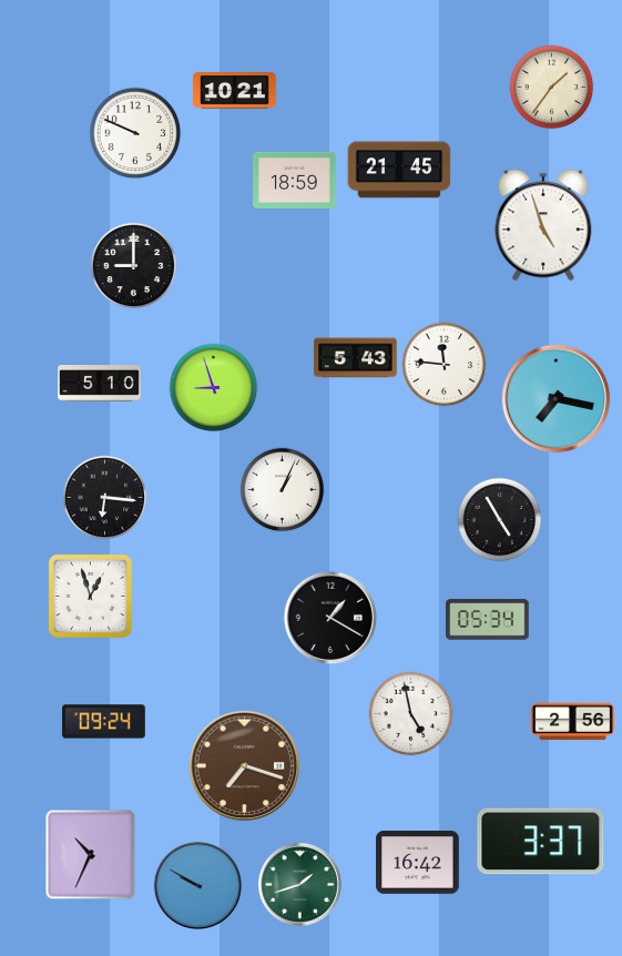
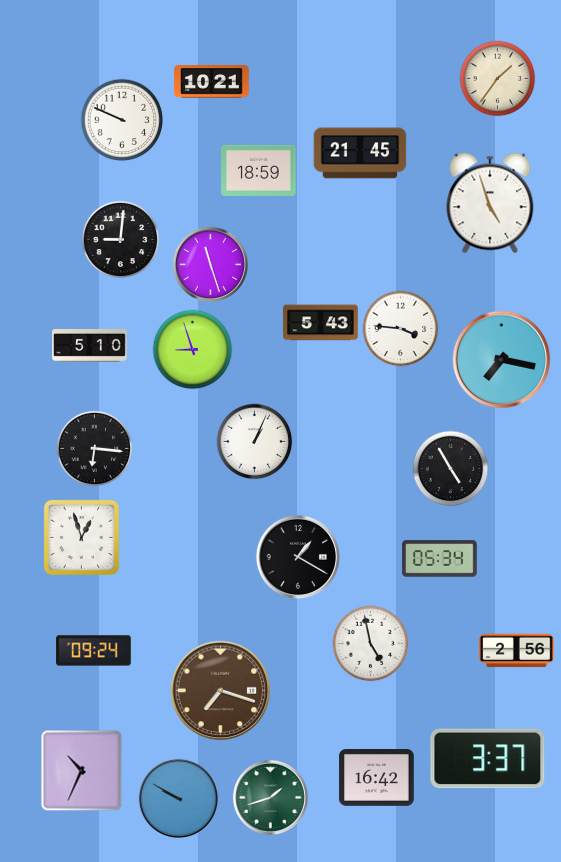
clock at (295, 180) position: (295, 180) -> (259, 170)
clock at (134, 266): 9:00 -> 9:01
clock at (210, 264): none -> 11:27
clock at (445, 365): 11:46 -> 3:46
